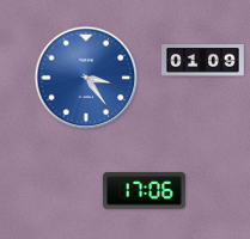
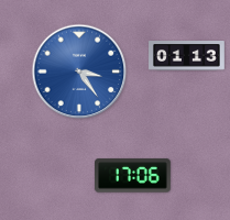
clock at (203, 61): 01:09 -> 01:13
